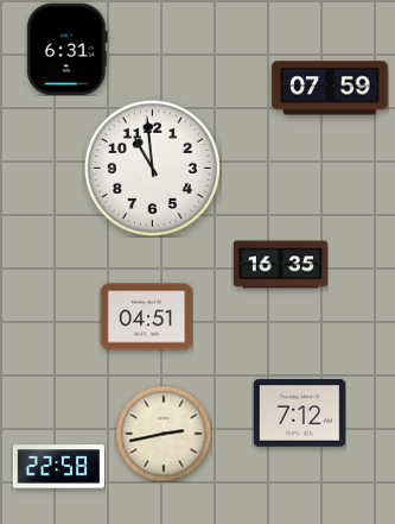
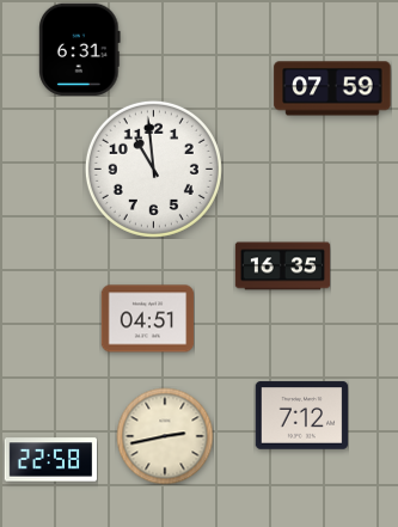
clock at (68, 49) position: (68, 49) -> (80, 49)
clock at (58, 467) position: (58, 467) -> (50, 460)
